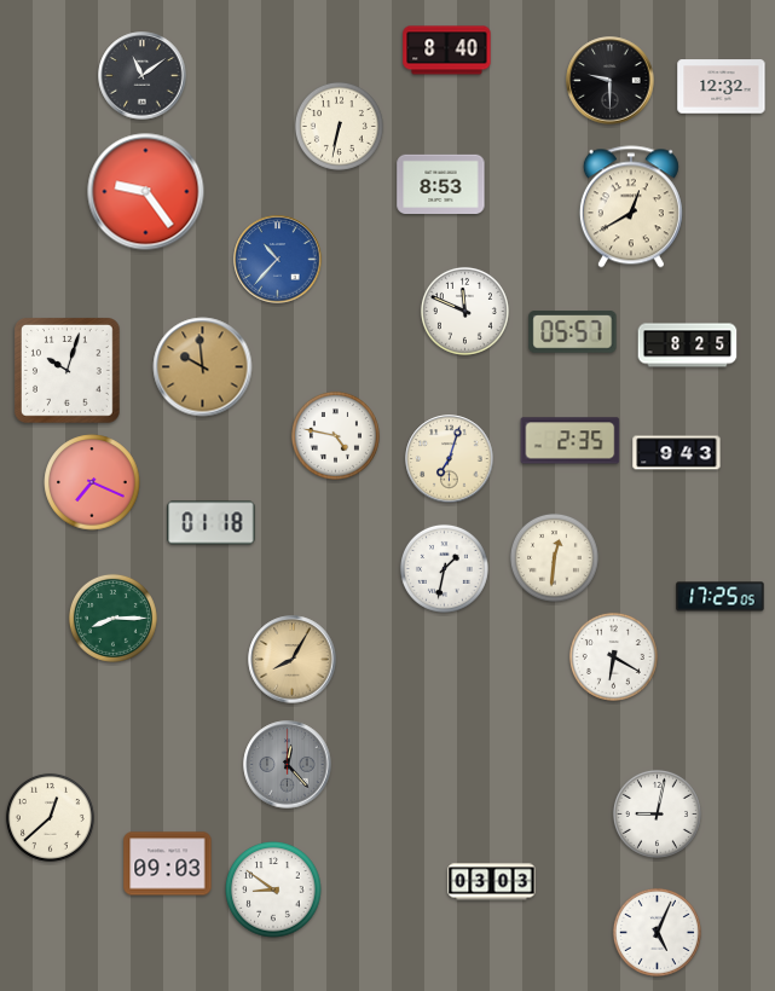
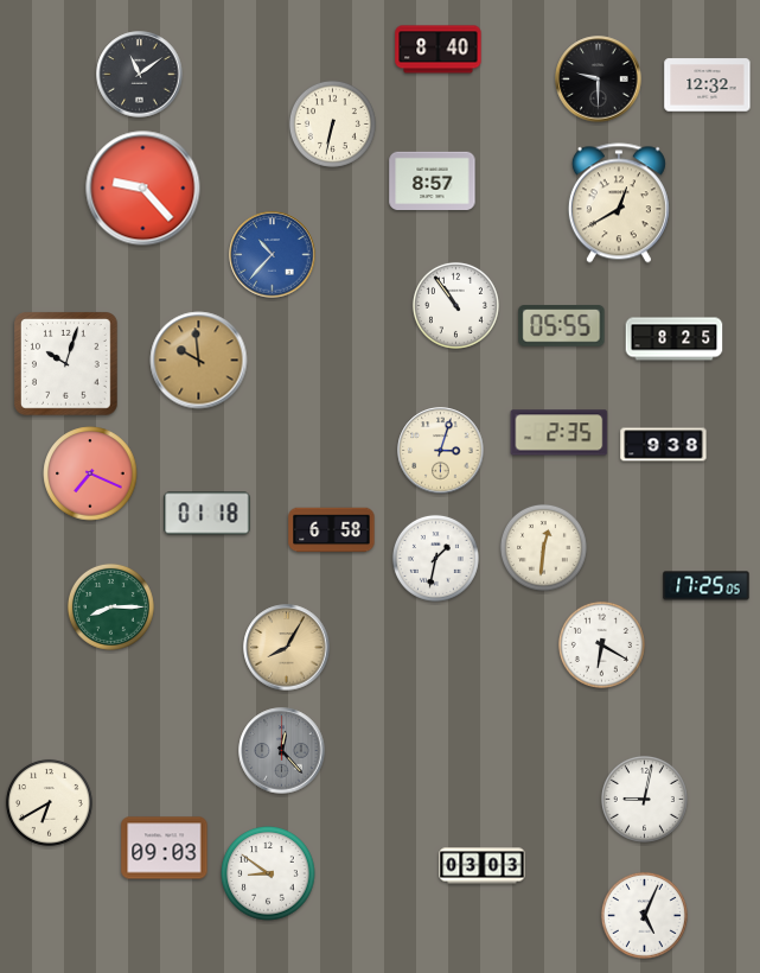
clock at (441, 184): 8:53 -> 8:57
clock at (146, 192): 9:24 -> 9:23
clock at (464, 311): 11:49 -> 10:54
clock at (573, 332): 05:57 -> 05:55
clock at (335, 435): 4:47 -> none
clock at (677, 453): 9:43 -> 9:38
clock at (450, 459): 7:03 -> 3:03
clock at (332, 530): none -> 6:58
clock at (50, 817): 12:38 -> 6:40
